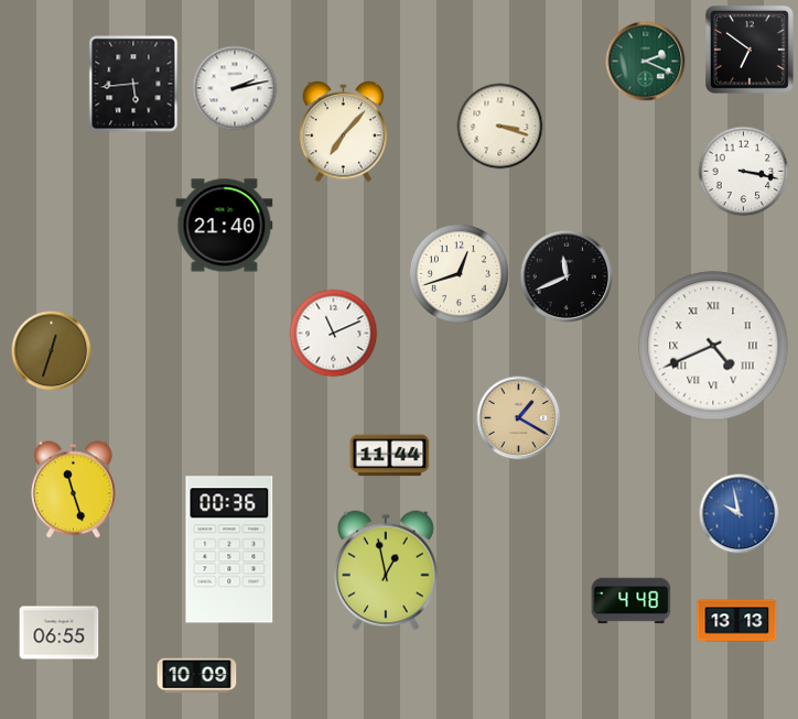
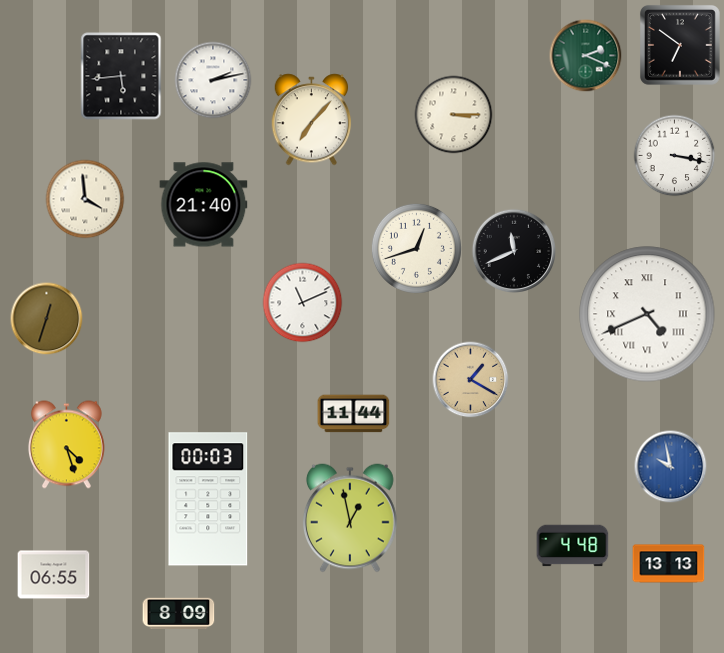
clock at (500, 127): 3:18 -> 3:15
clock at (85, 199): none -> 3:59
clock at (73, 490): 11:27 -> 4:27
clock at (229, 549): 00:36 -> 00:03
clock at (197, 676): 10:09 -> 8:09
